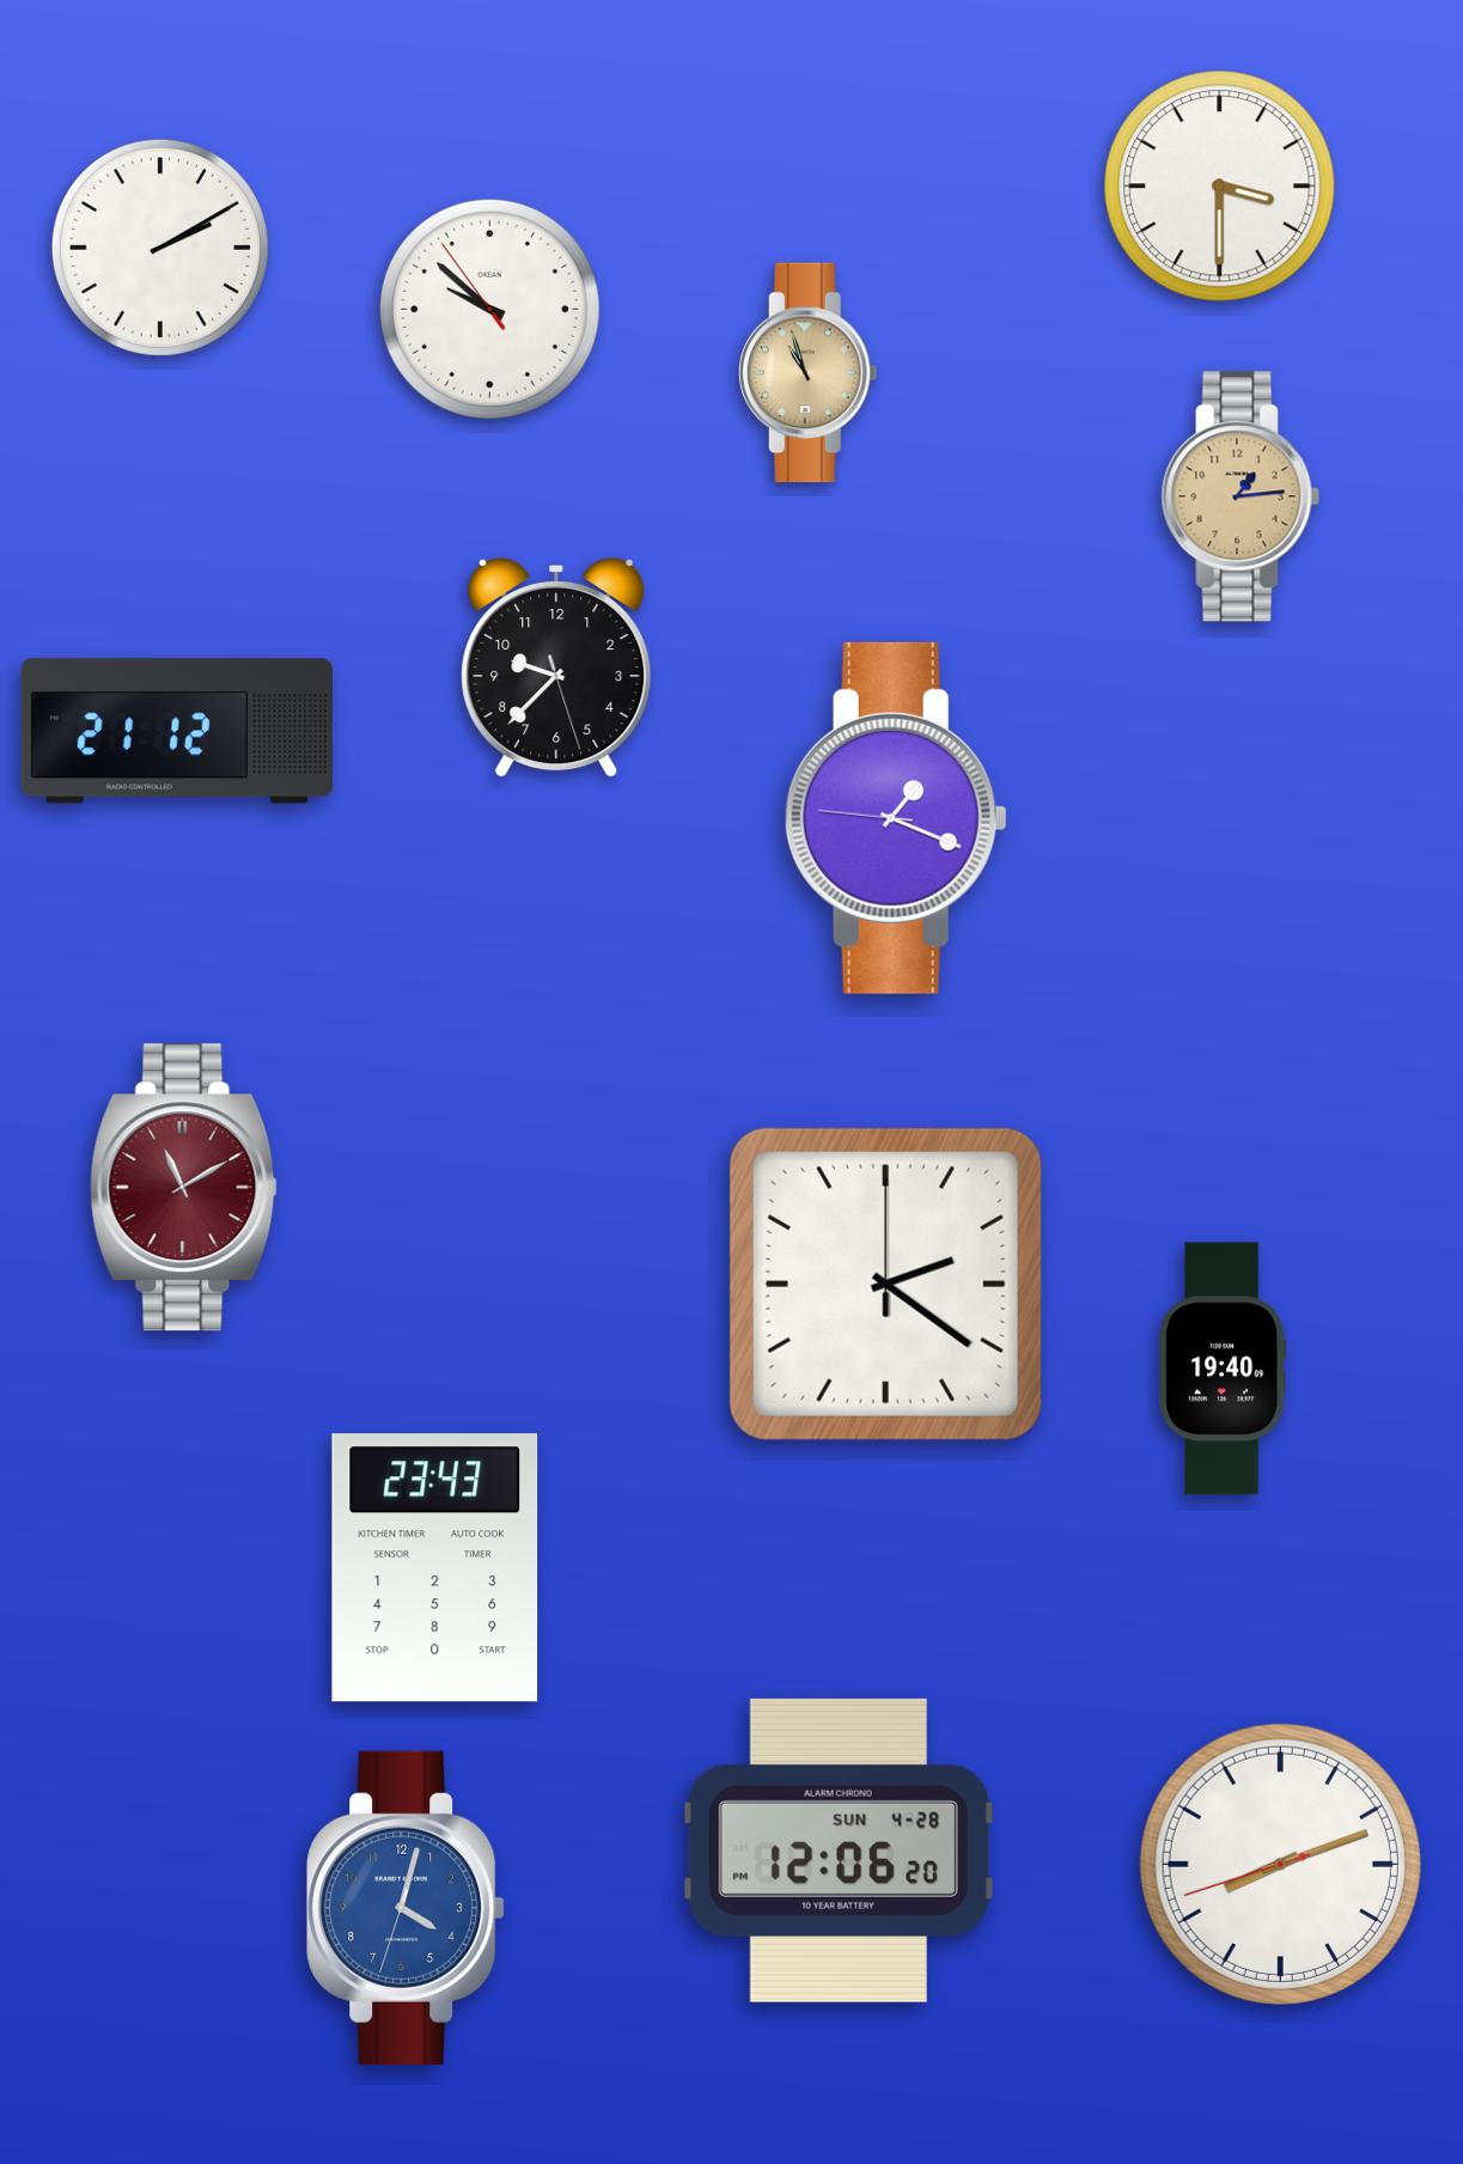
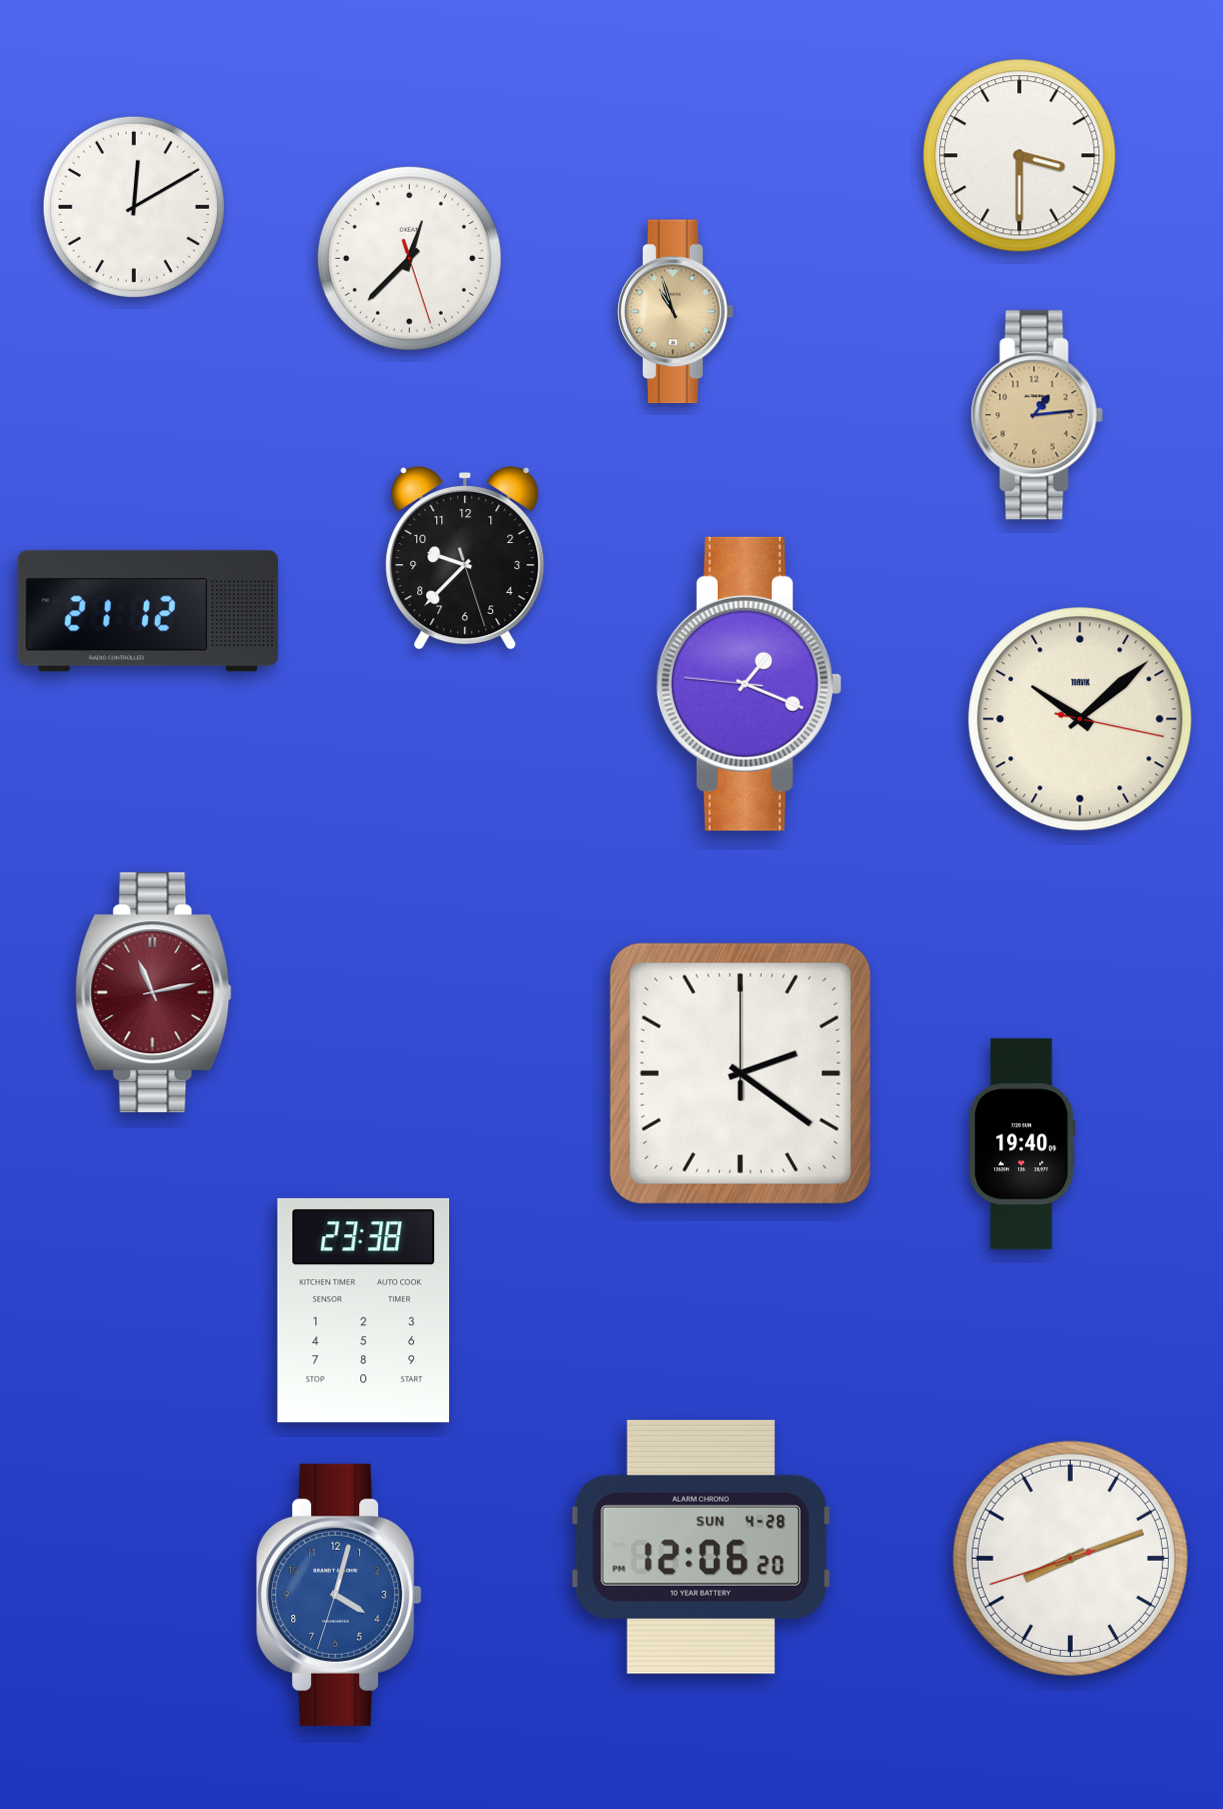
clock at (160, 248): 2:10 -> 12:10
clock at (489, 309): 9:51 -> 12:37
clock at (1080, 719): none -> 10:08
clock at (184, 1188): 11:10 -> 11:13
clock at (435, 1568): 23:43 -> 23:38
